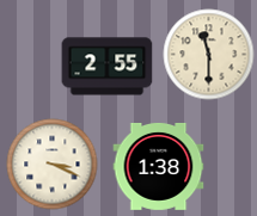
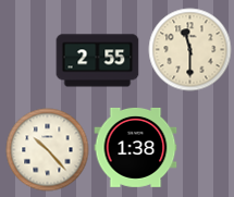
clock at (53, 165): 3:19 -> 10:23
clock at (159, 166) position: (159, 166) -> (136, 147)
